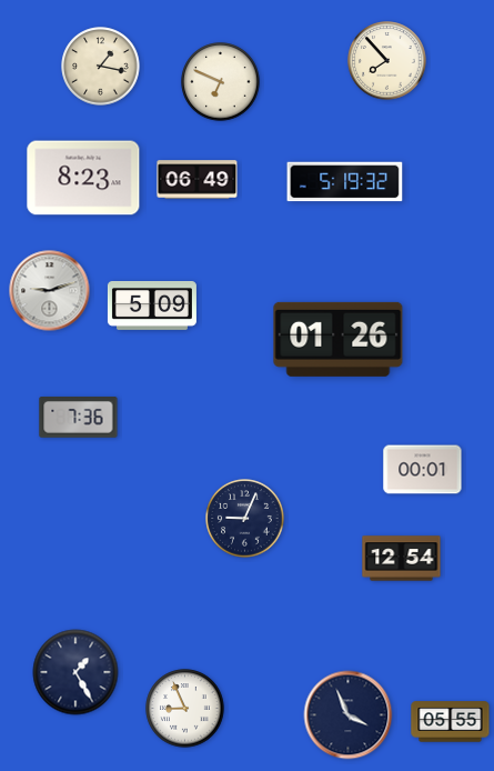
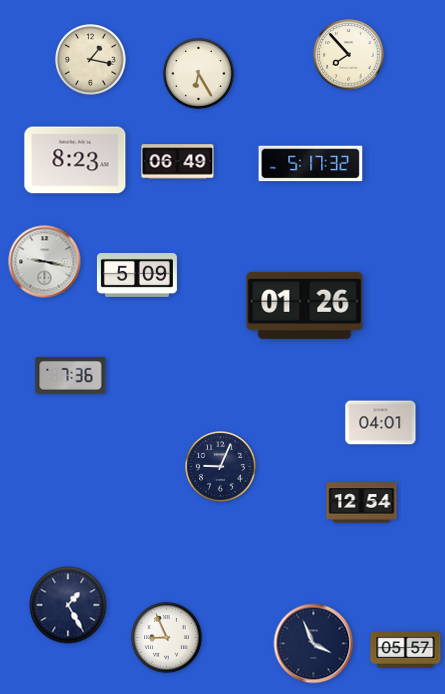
clock at (221, 82): 6:49 -> 6:25
clock at (345, 182): 5:19 -> 5:17
clock at (50, 291): 9:12 -> 9:17
clock at (423, 470): 00:01 -> 04:01
clock at (451, 722): 05:55 -> 05:57
